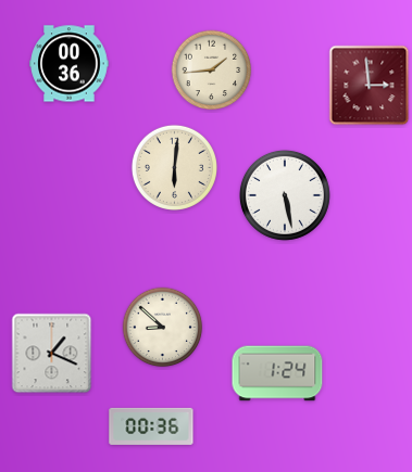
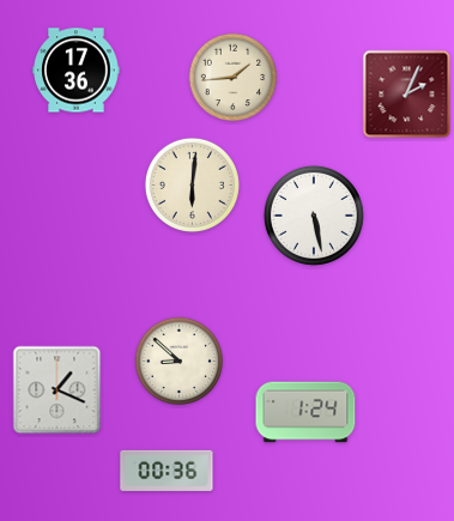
clock at (70, 64): 00:36 -> 17:36
clock at (370, 86): 2:59 -> 2:04
